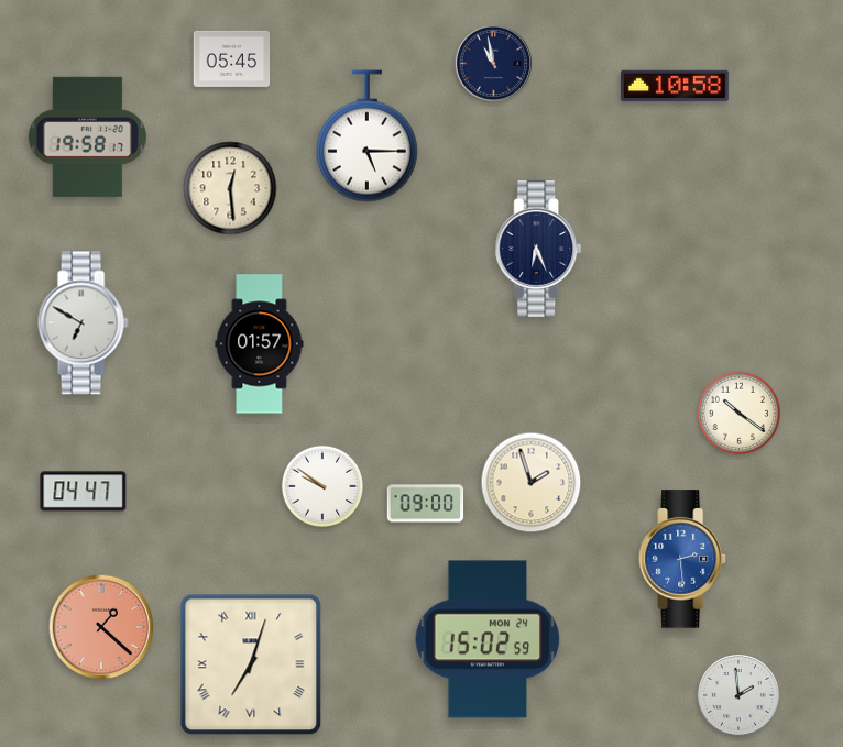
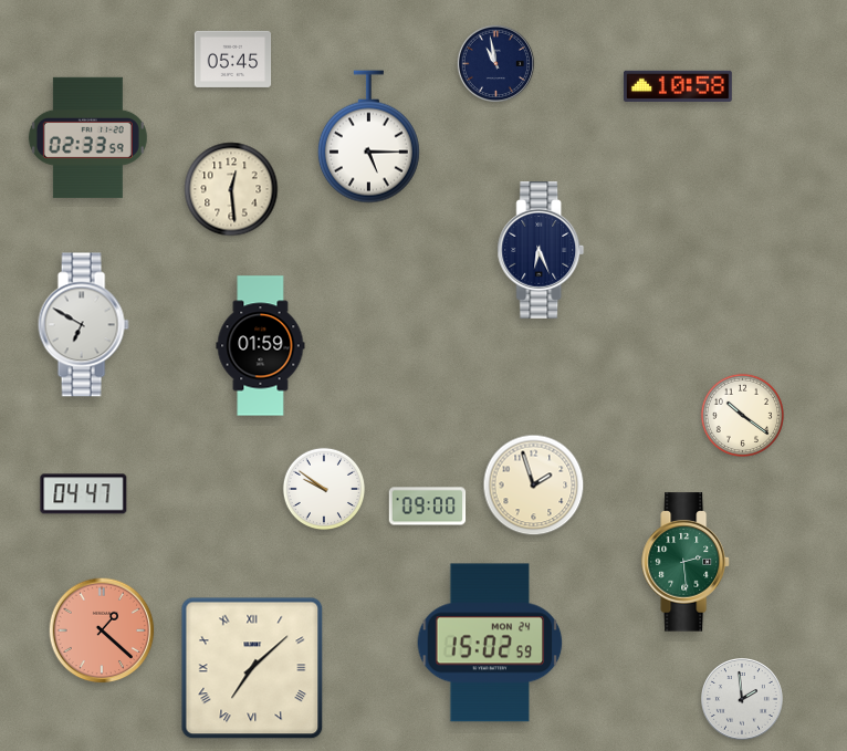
clock at (87, 136): 19:58 -> 02:33
clock at (260, 344): 01:57 -> 01:59
clock at (682, 559) dial: blue -> green
clock at (251, 664): 7:03 -> 7:08
